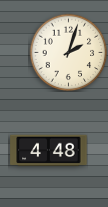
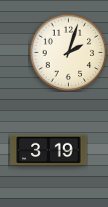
clock at (49, 151): 4:48 -> 3:19
